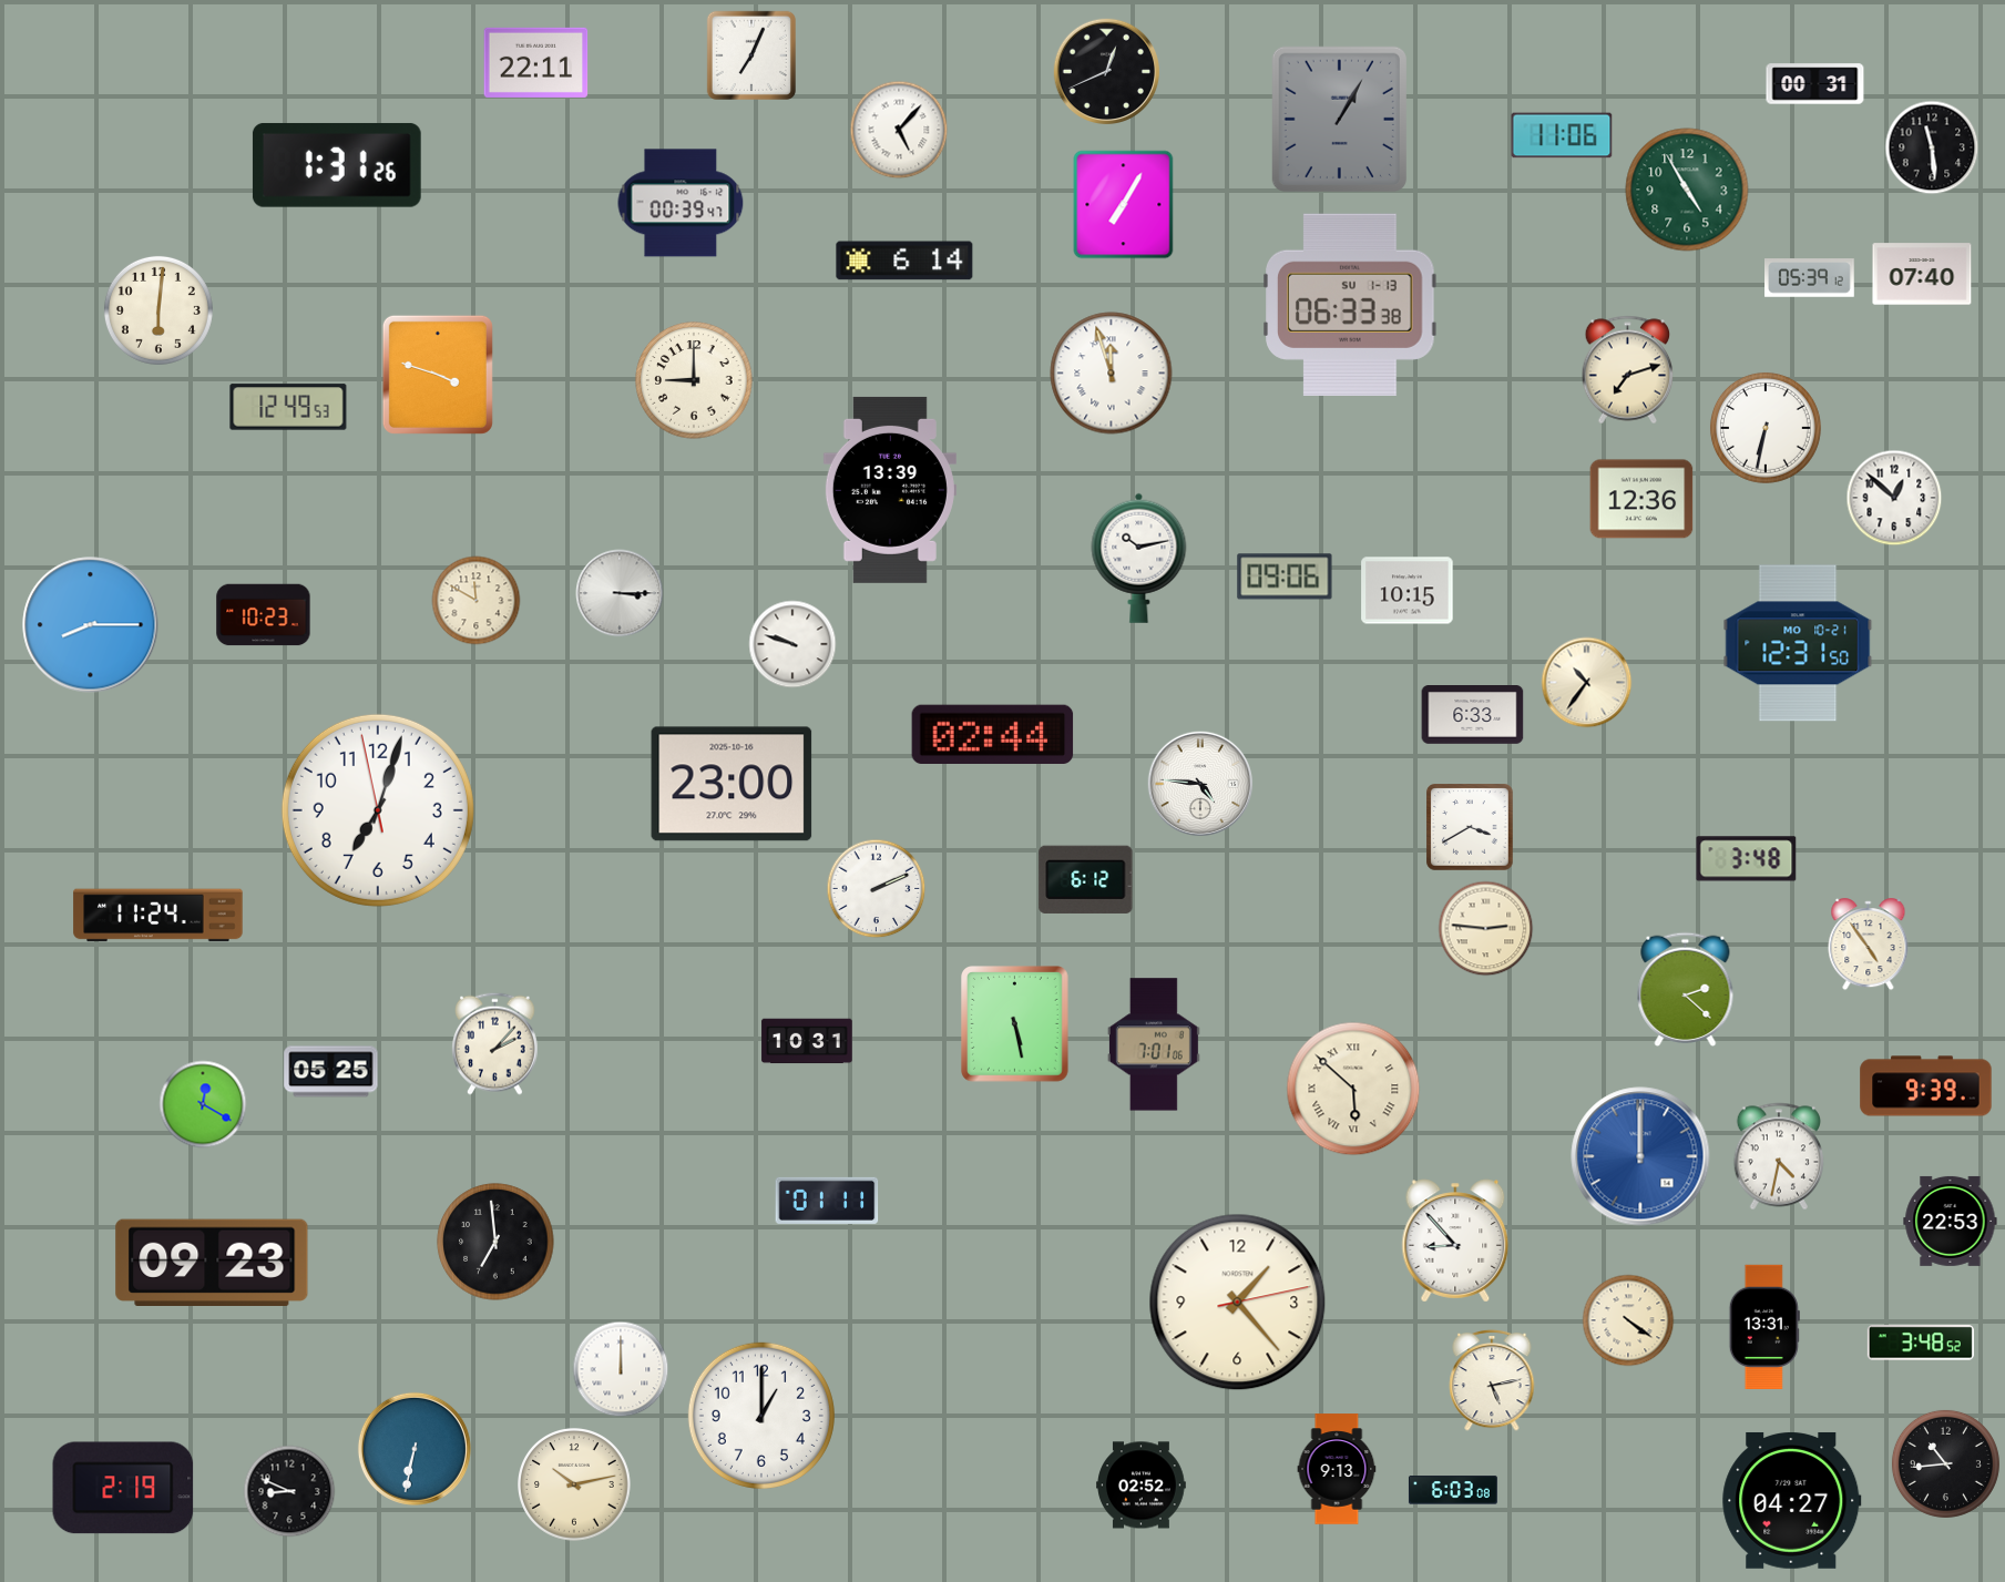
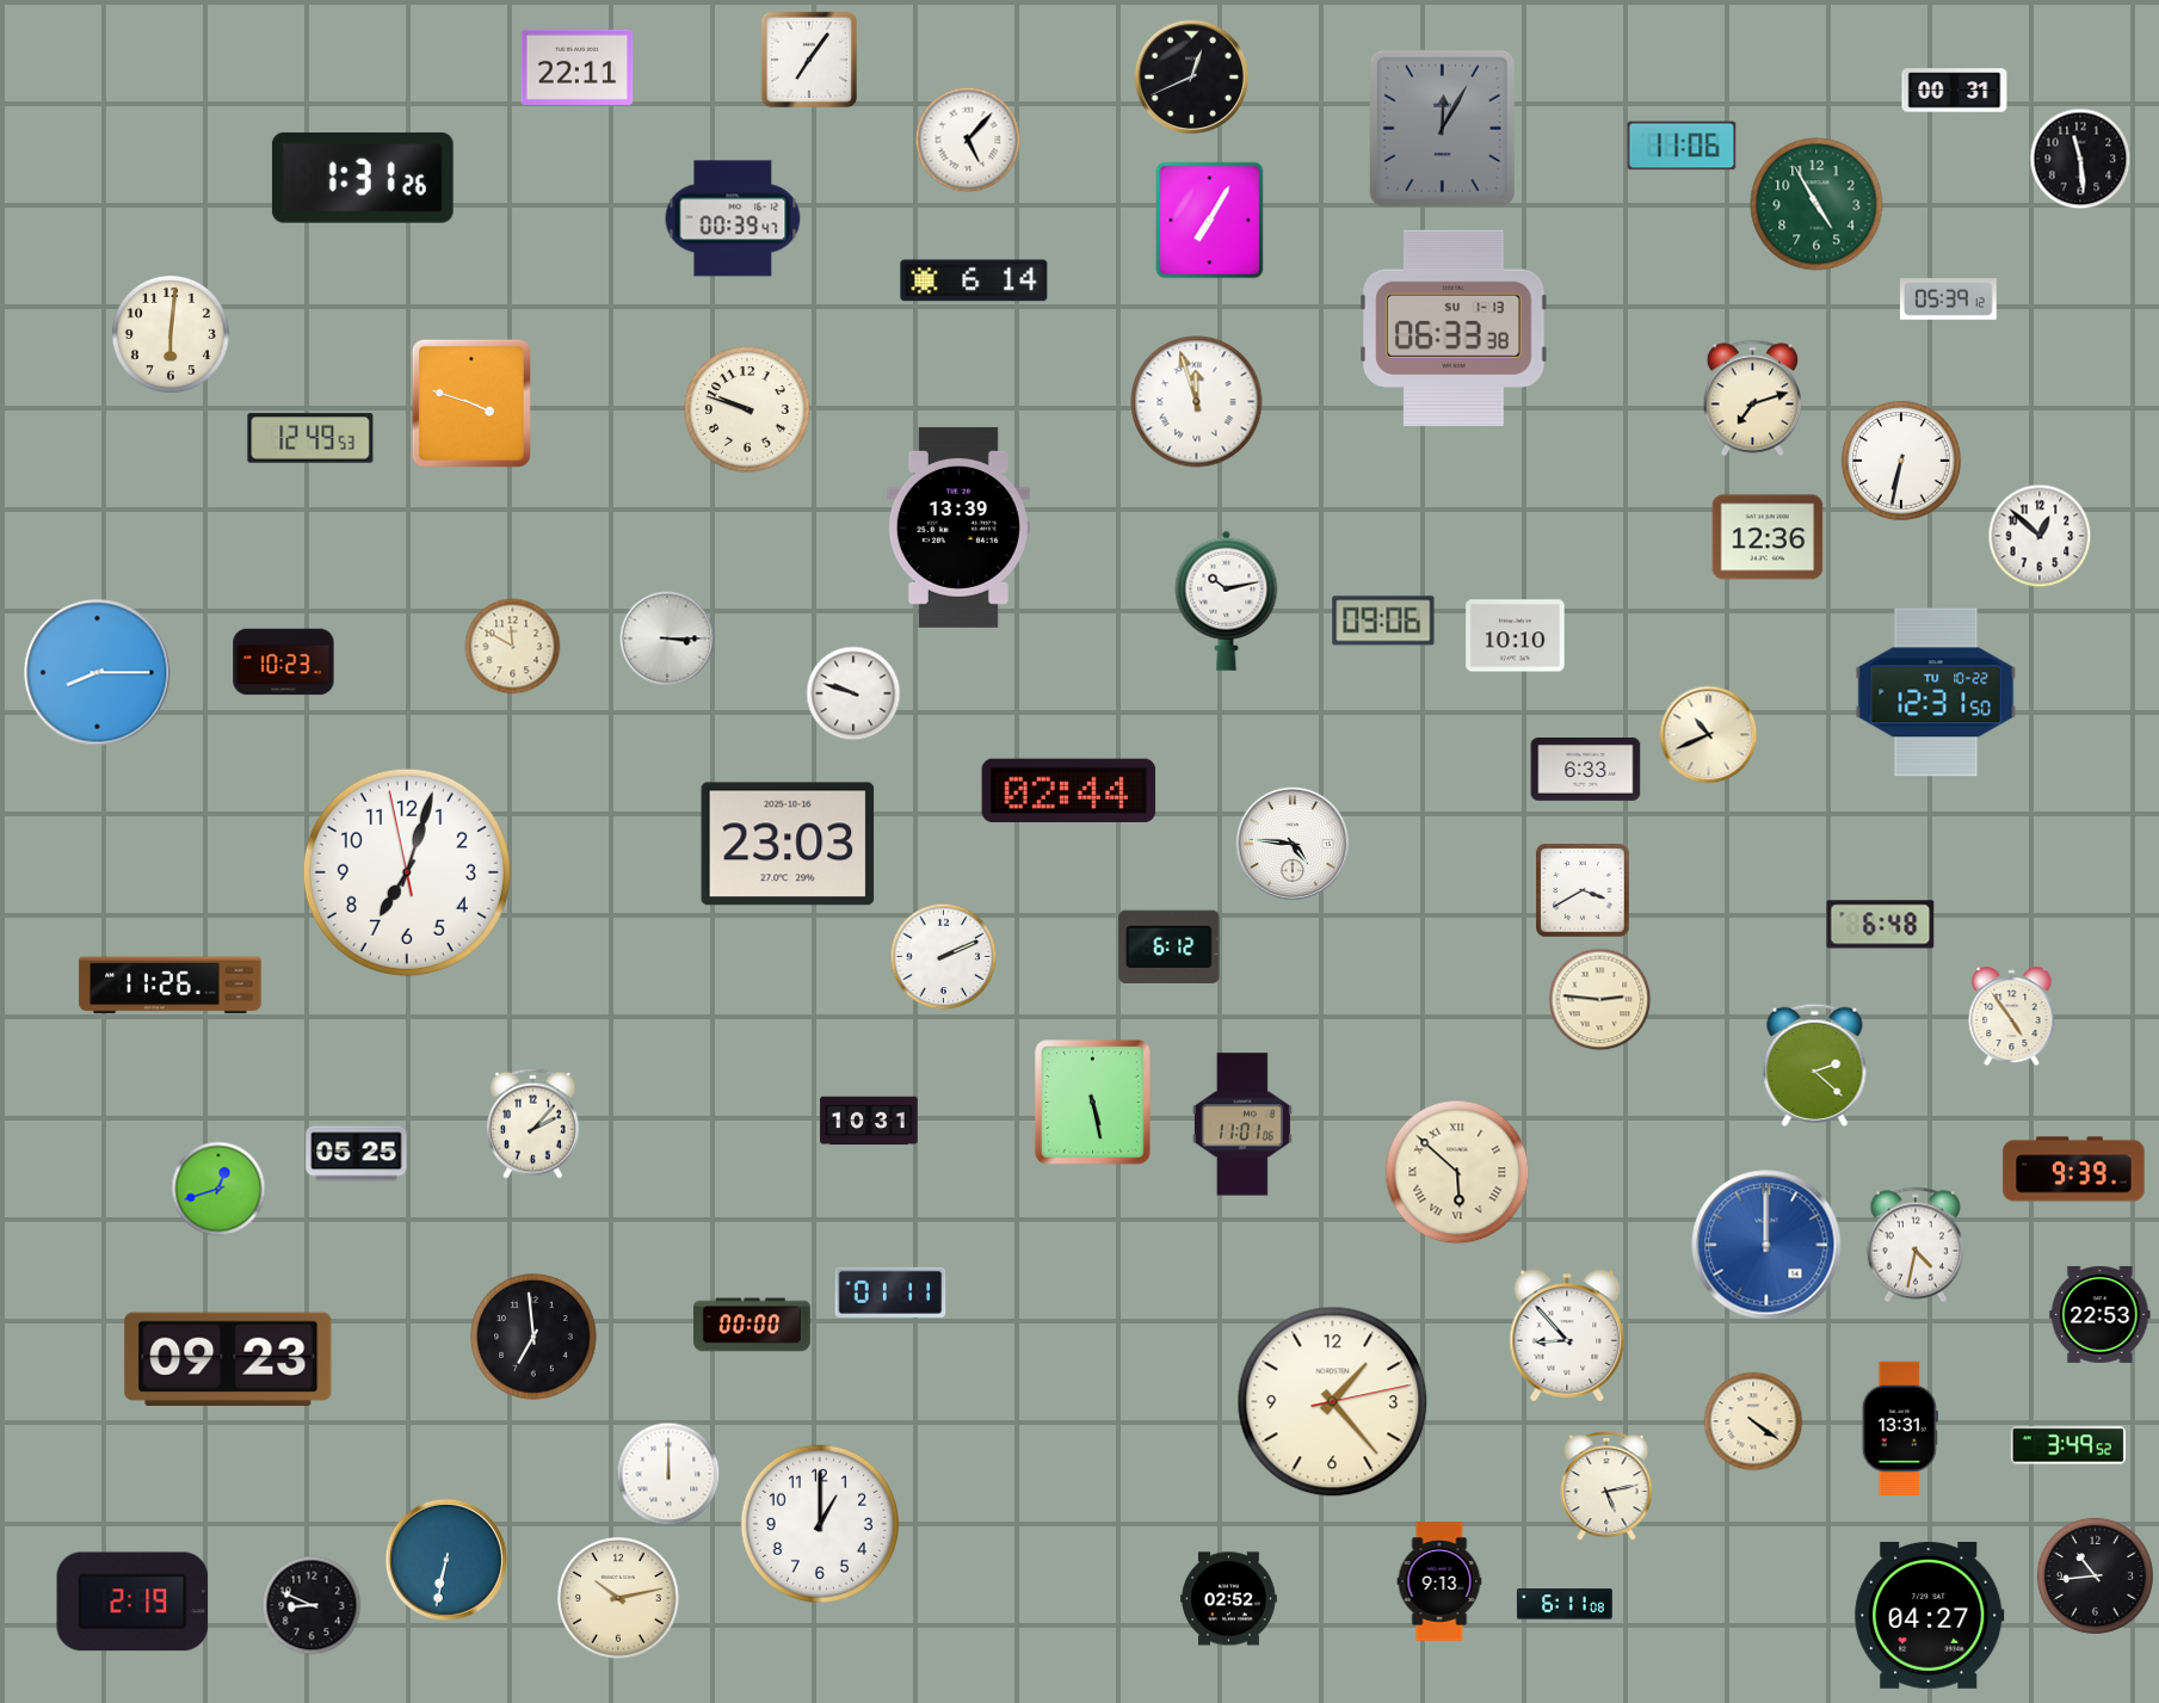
clock at (751, 55): 7:04 -> 7:06
clock at (1339, 119): 1:05 -> 12:05
clock at (1922, 274): 07:40 -> none
clock at (694, 380): 9:00 -> 9:48
clock at (1408, 591): 10:15 -> 10:10
clock at (1798, 643) date: MO 10-21 -> TU 10-22
clock at (1587, 683): 10:36 -> 10:41
clock at (732, 784): 23:00 -> 23:03
clock at (1747, 859): 3:48 -> 6:48
clock at (158, 916): 11:24 -> 11:26
clock at (1154, 1044): 7:01 -> 11:01
clock at (203, 1104): 12:20 -> 12:42
clock at (752, 1325): none -> 00:00
clock at (1921, 1343): 3:48 -> 3:49
clock at (1453, 1490): 6:03 -> 6:11
